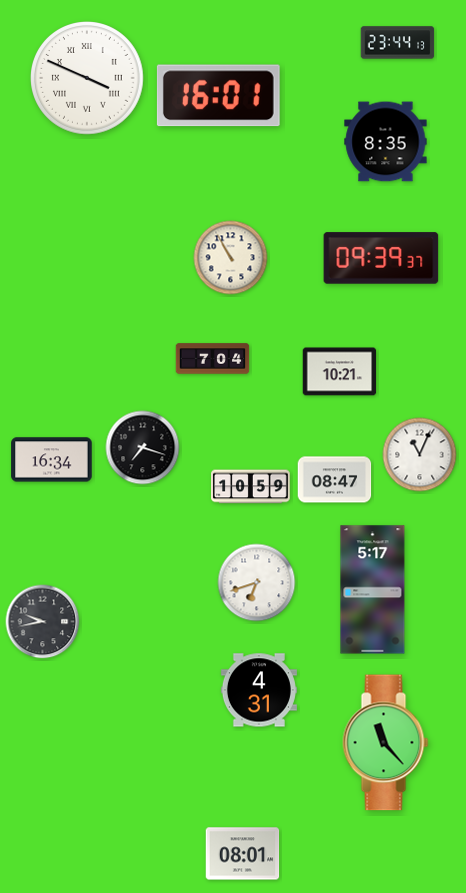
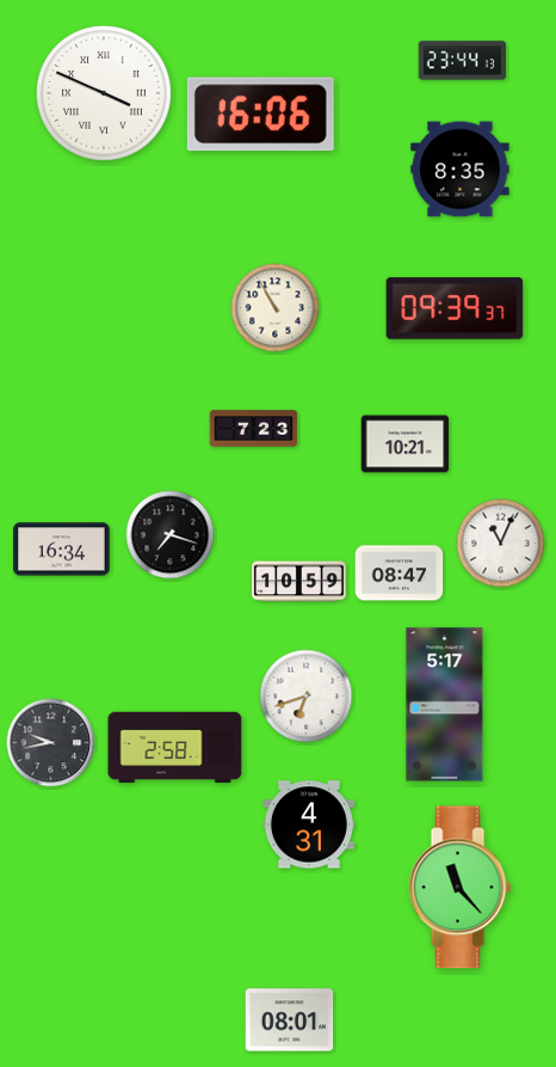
clock at (398, 43) position: (398, 43) -> (463, 61)
clock at (218, 96): 16:01 -> 16:06
clock at (213, 359): 7:04 -> 7:23
clock at (175, 748): none -> 2:58
